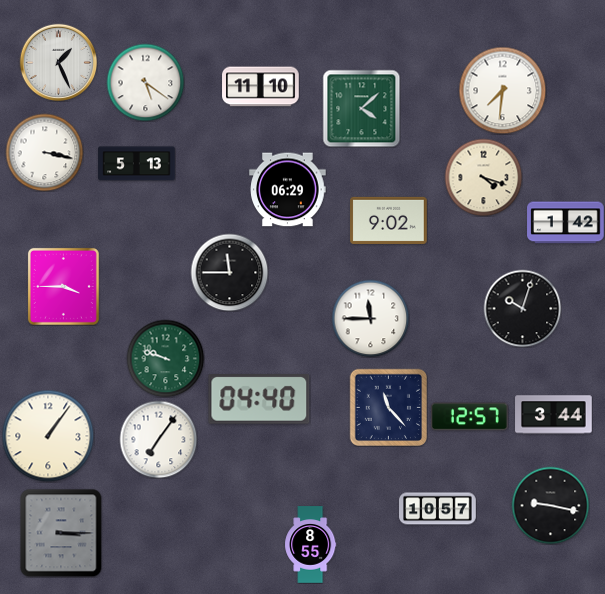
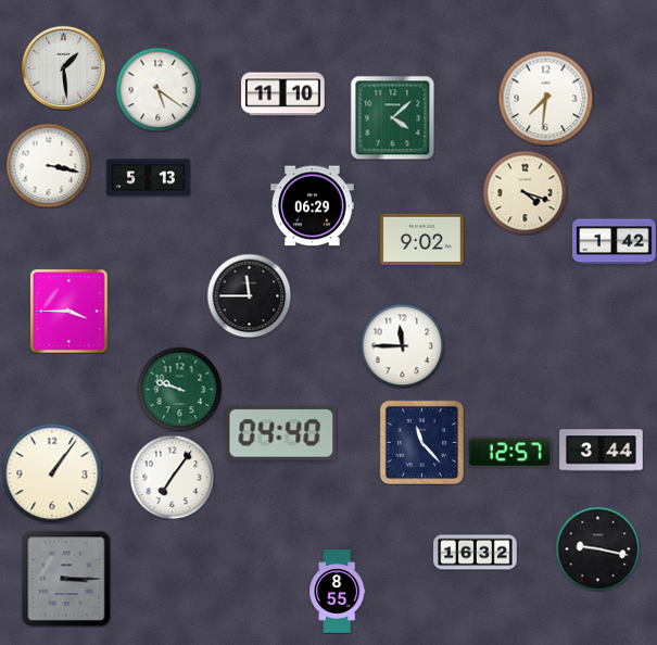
clock at (58, 62): 1:26 -> 1:29
clock at (522, 308): 10:03 -> none
clock at (438, 509): 10:57 -> 16:32
